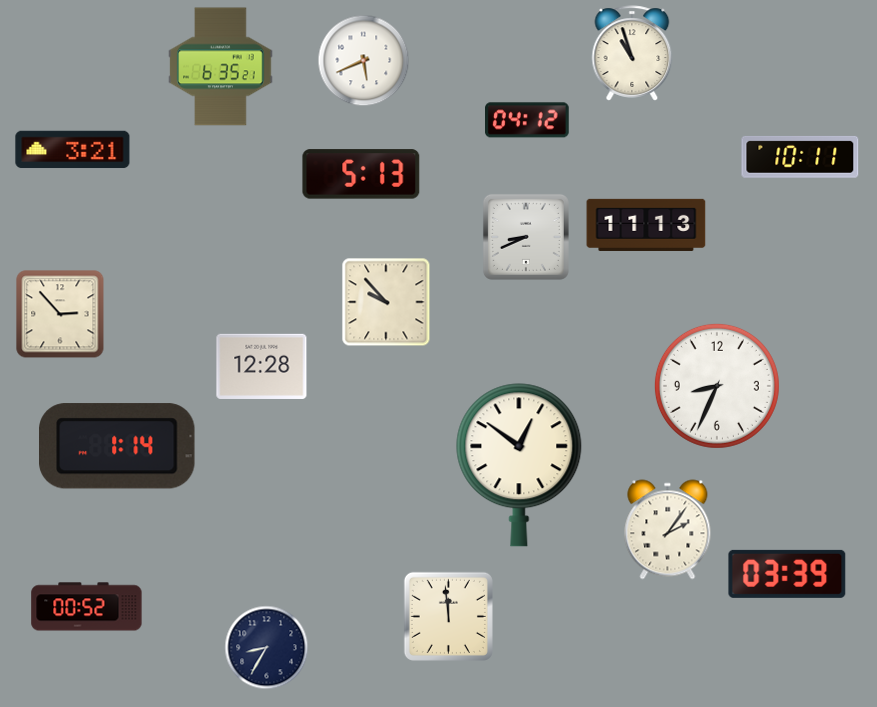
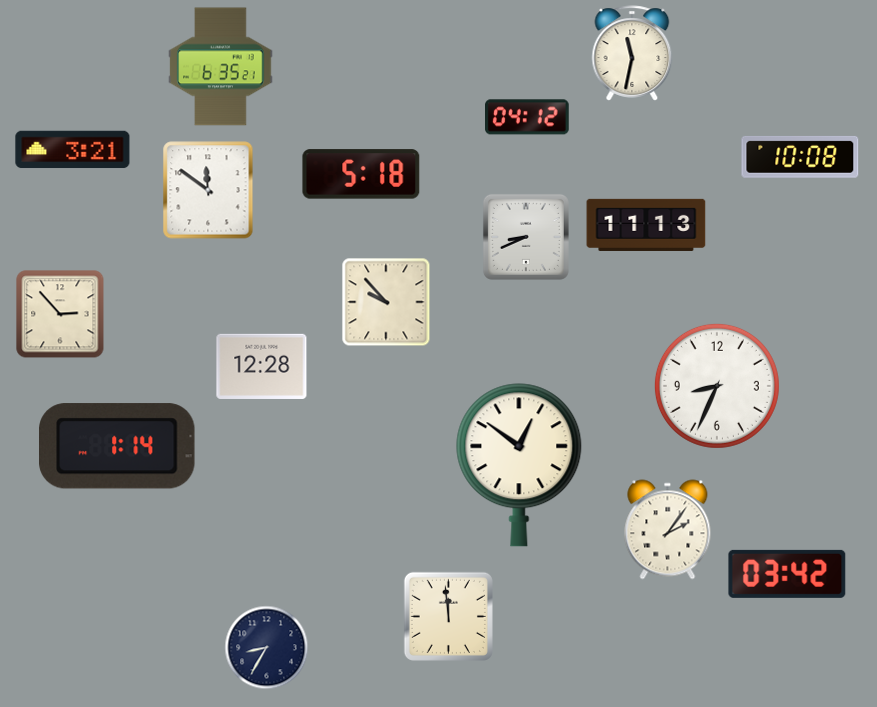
clock at (632, 53): 10:57 -> 11:32
clock at (364, 61): 5:41 -> none
clock at (528, 120) position: (528, 120) -> (528, 117)
clock at (800, 157): 10:11 -> 10:08
clock at (361, 174): 5:13 -> 5:18
clock at (208, 190): none -> 11:51
clock at (787, 574): 03:39 -> 03:42
clock at (87, 607): 00:52 -> none
